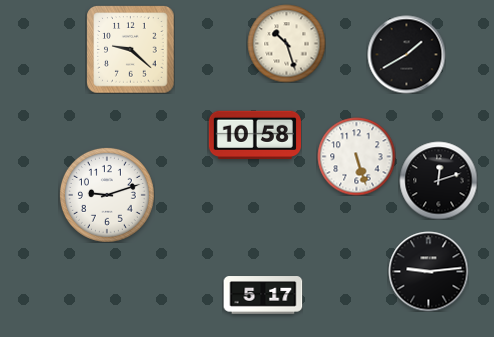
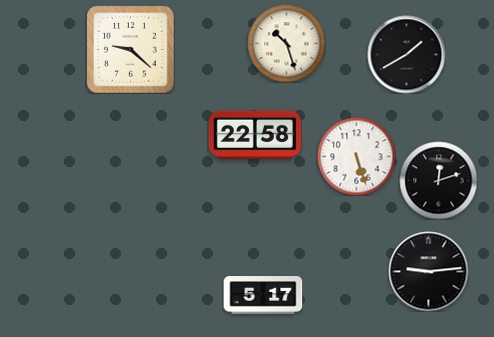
clock at (255, 135): 10:58 -> 22:58
clock at (107, 195): 9:12 -> none
